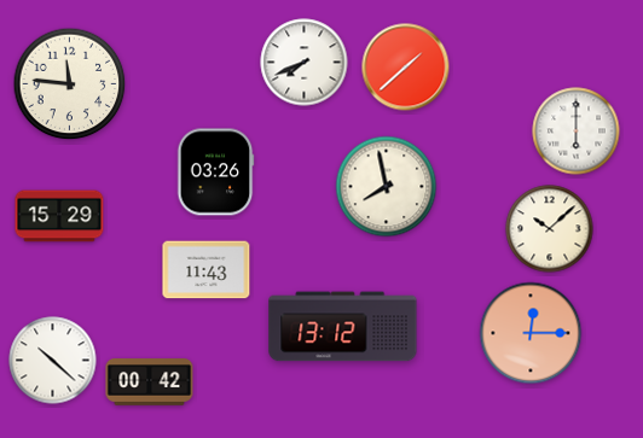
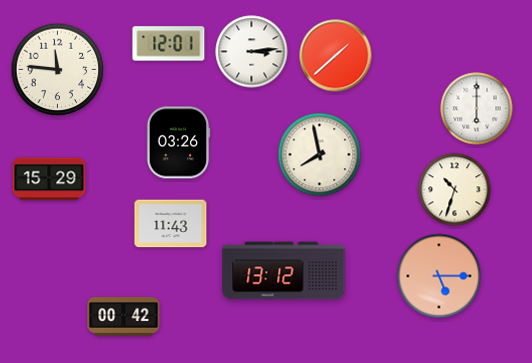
clock at (169, 44): none -> 12:01
clock at (305, 63): 7:41 -> 3:14
clock at (550, 229): 10:08 -> 10:33
clock at (531, 333): 12:15 -> 5:15
clock at (53, 361): 10:22 -> none
